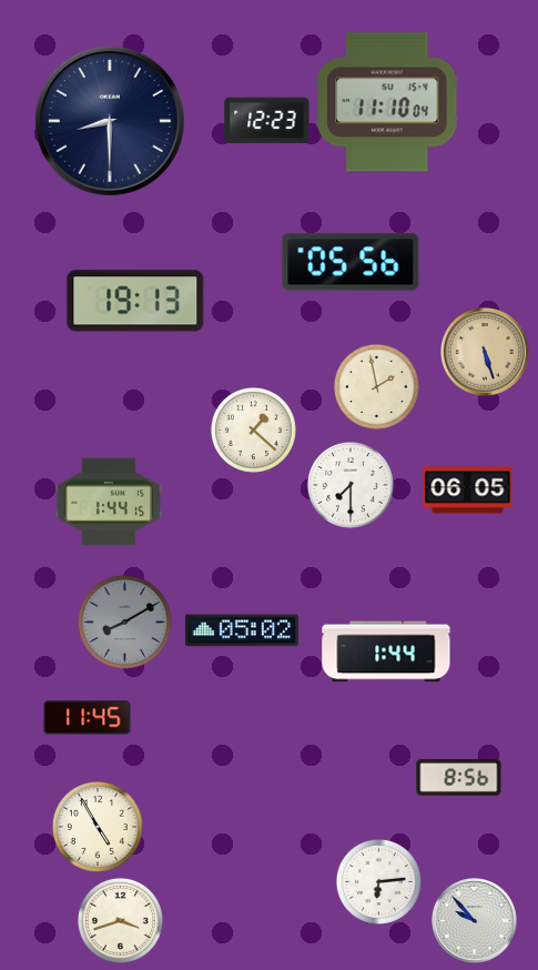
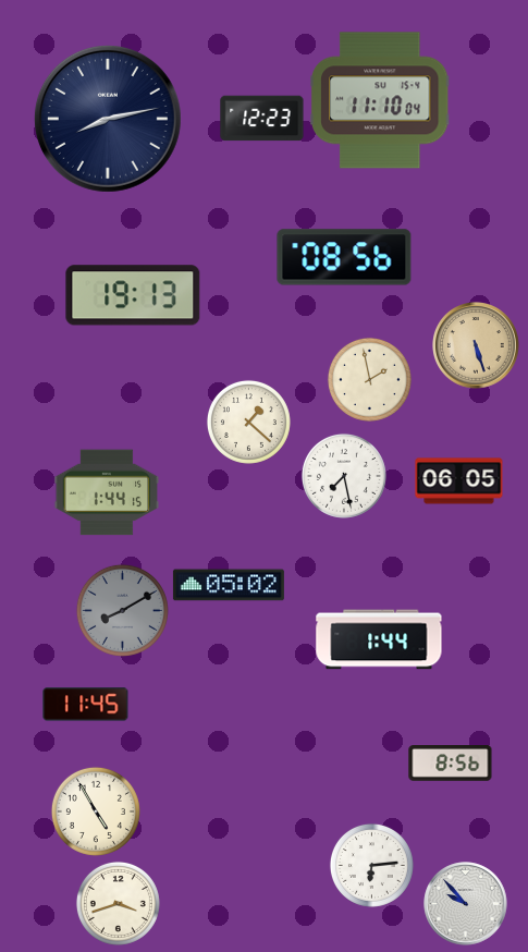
clock at (110, 121): 8:30 -> 8:13
clock at (351, 262): 05:56 -> 08:56
clock at (351, 485): 7:30 -> 7:28
clock at (242, 630) position: (242, 630) -> (229, 585)
